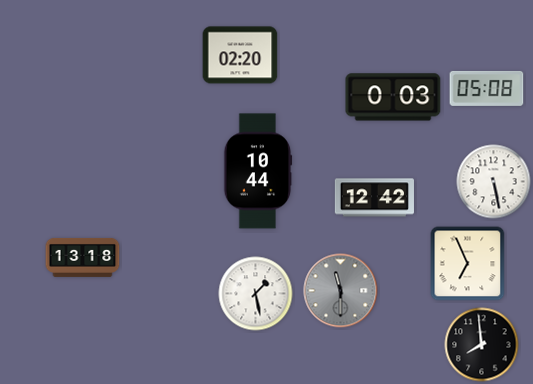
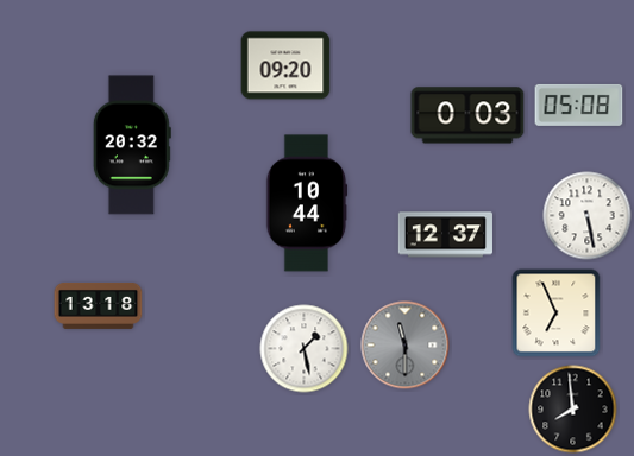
clock at (240, 55): 02:20 -> 09:20
clock at (132, 145): none -> 20:32
clock at (374, 198): 12:42 -> 12:37
